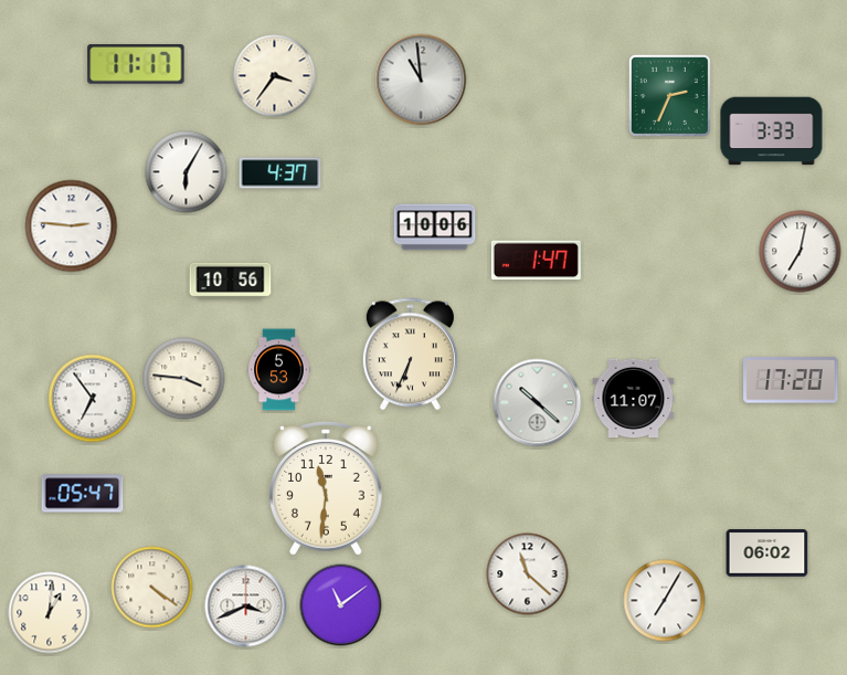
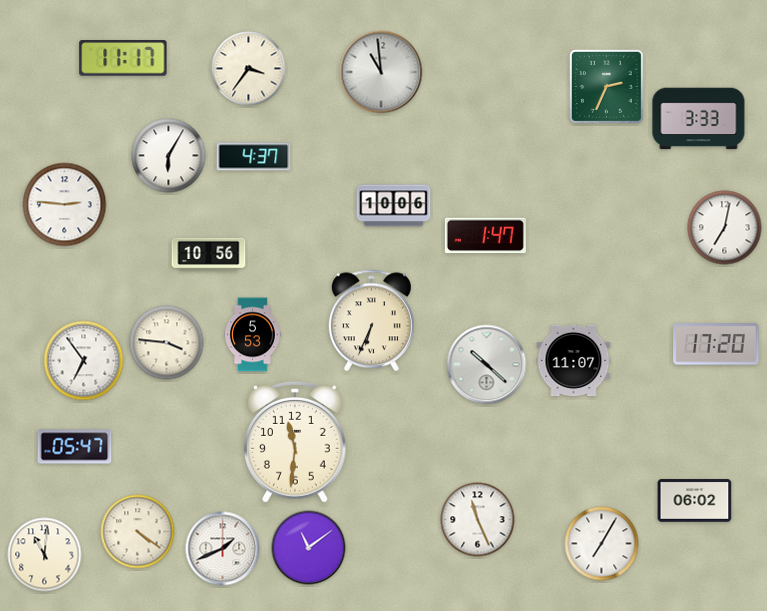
clock at (528, 574): 11:22 -> 11:26
clock at (246, 607): 3:41 -> 1:41
clock at (50, 613): 1:01 -> 11:01
